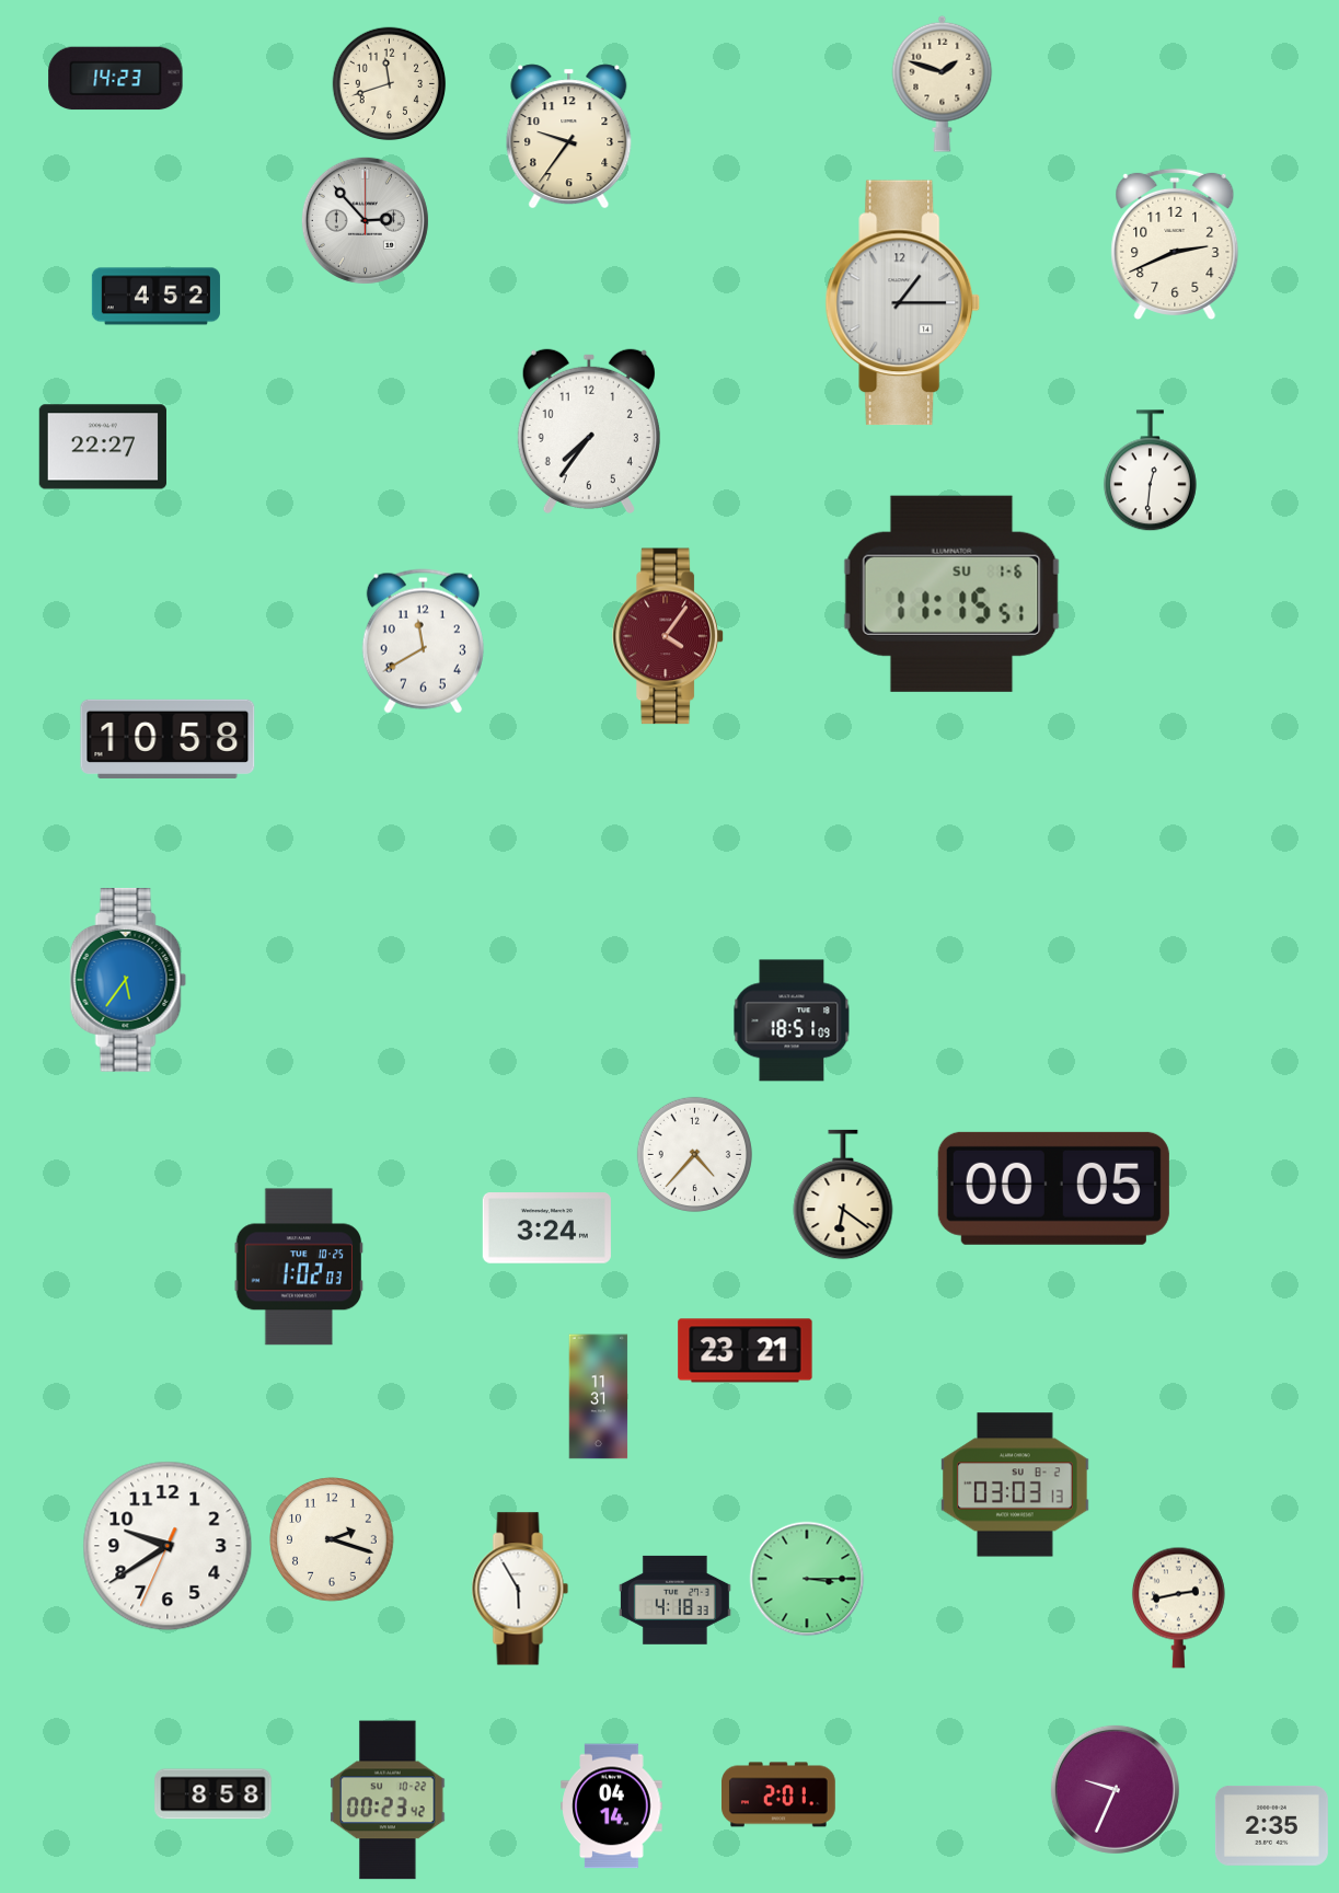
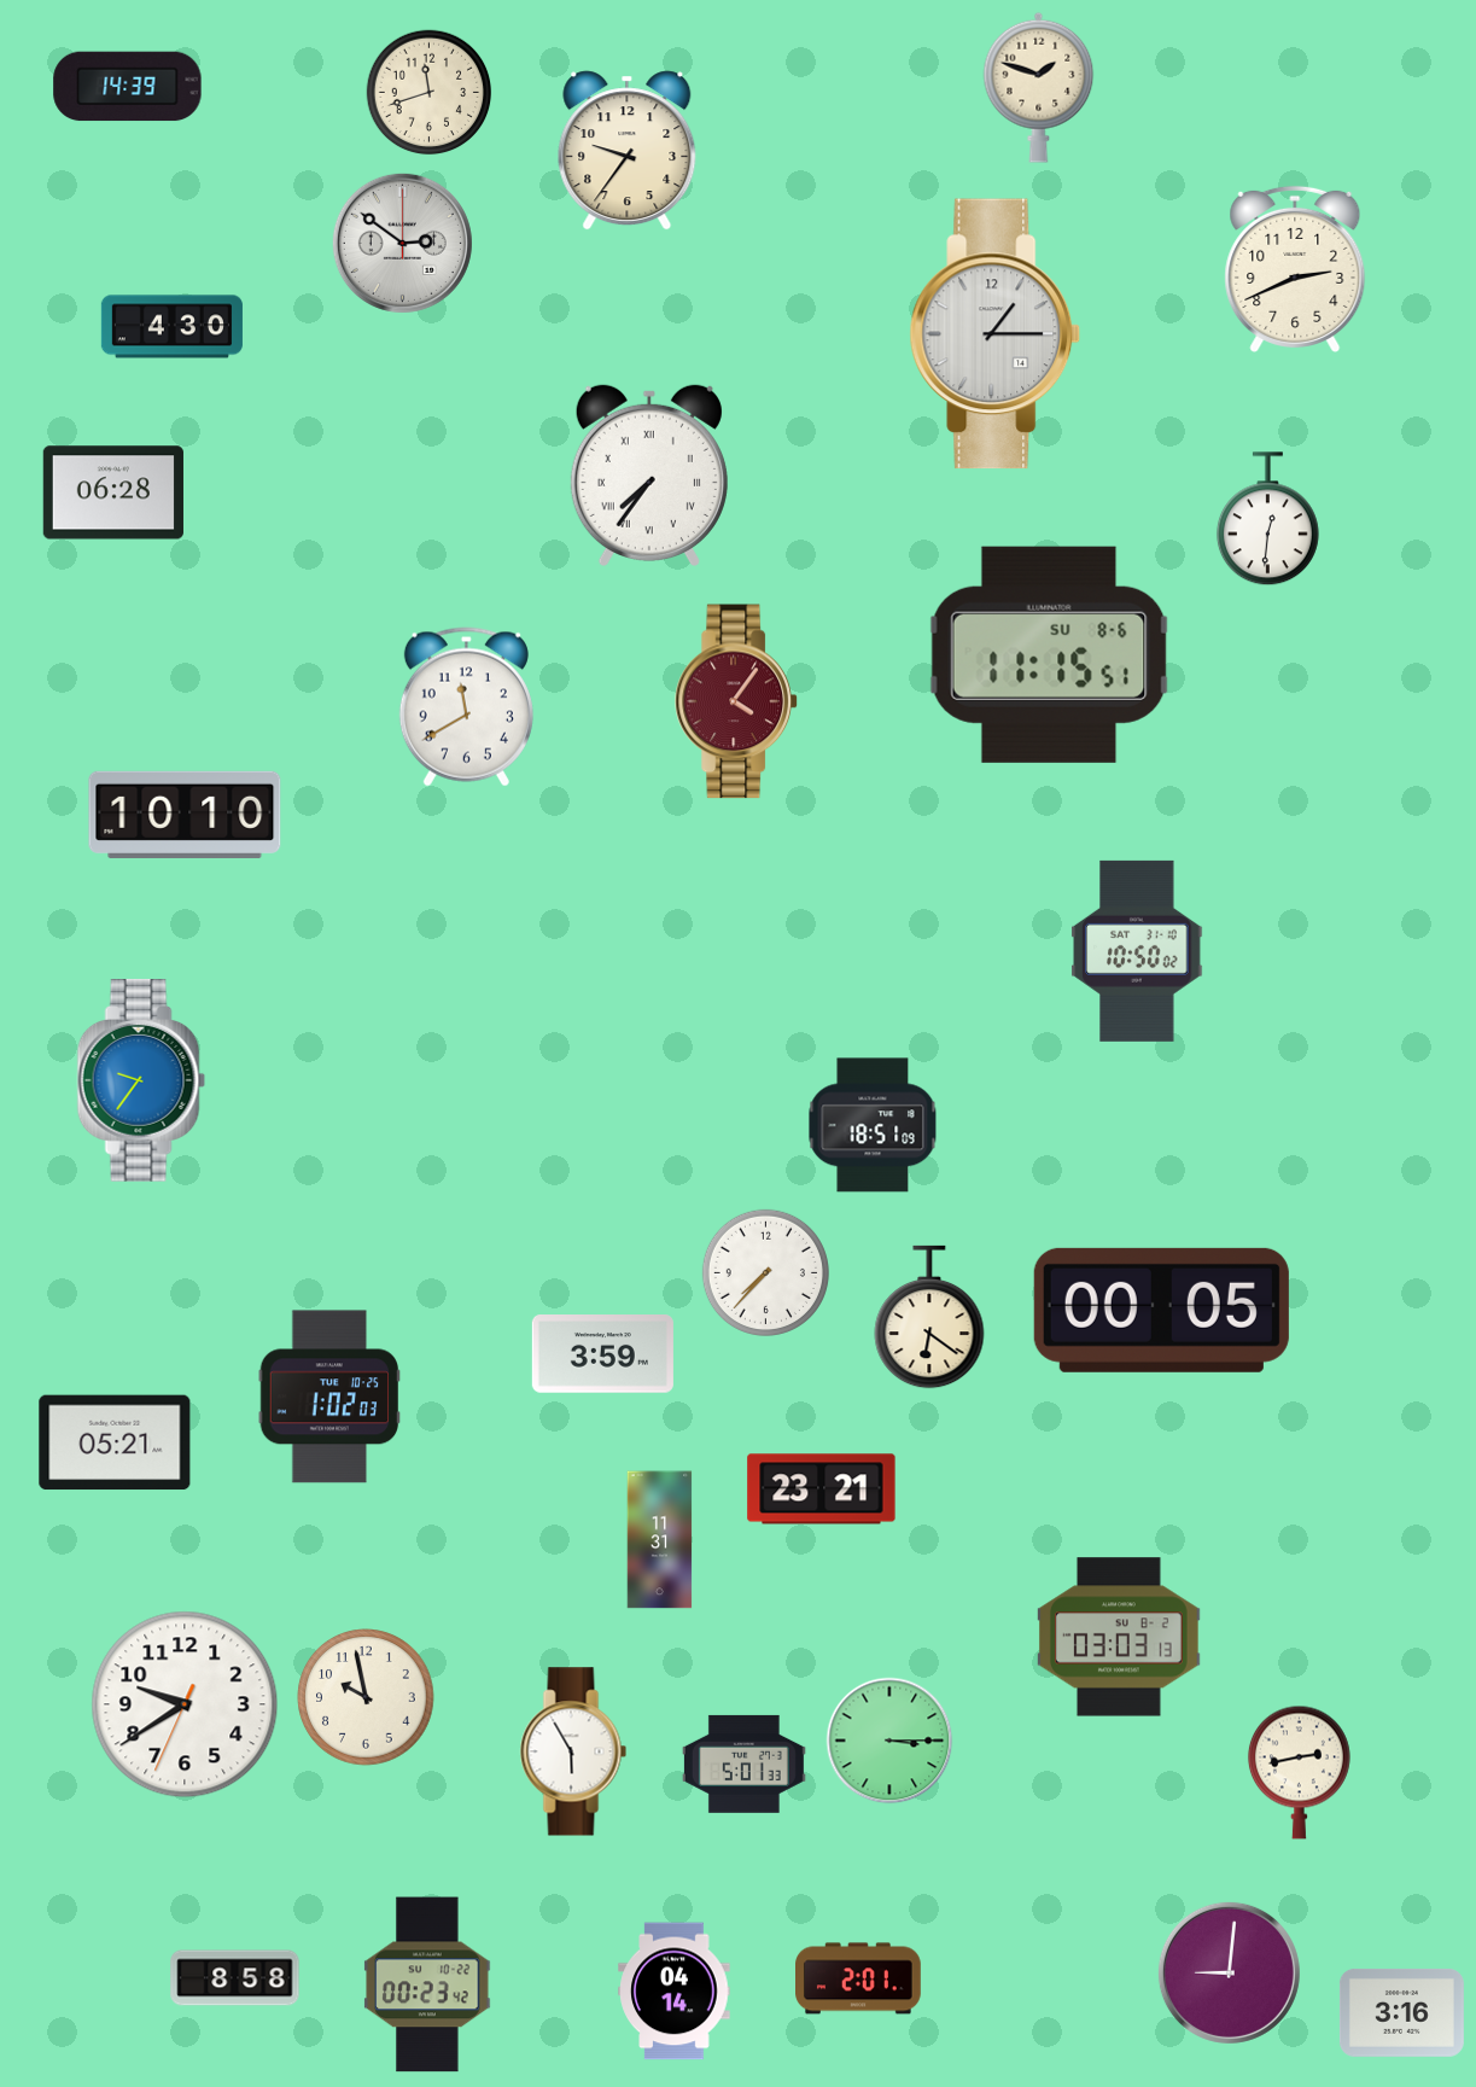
clock at (116, 79): 14:23 -> 14:39
clock at (943, 83) position: (943, 83) -> (1039, 87)
clock at (365, 220): 2:53 -> 2:51
clock at (155, 297): 4:52 -> 4:30
clock at (589, 430) numerals: Arabic -> Roman
clock at (103, 447): 22:27 -> 06:28
clock at (953, 593) date: SU 1-6 -> SU 8-6
clock at (168, 739): 10:58 -> 10:10
clock at (1137, 951): none -> 10:50
clock at (128, 981): 5:36 -> 9:36
clock at (694, 1154): 4:37 -> 7:37
clock at (546, 1228): 3:24 -> 3:59
clock at (115, 1442): none -> 05:21
clock at (332, 1539): 2:18 -> 9:58
clock at (674, 1600): 4:18 -> 5:01
clock at (1115, 1789): 9:34 -> 9:01
clock at (1271, 1825): 2:35 -> 3:16
